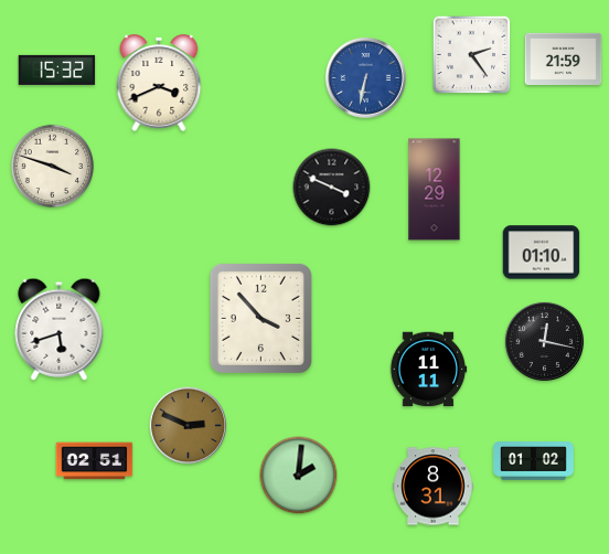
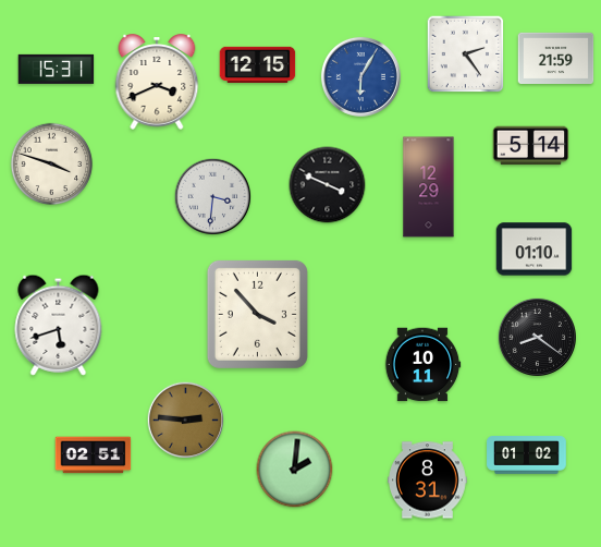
clock at (258, 64): none -> 12:15
clock at (57, 70): 15:32 -> 15:31
clock at (365, 77): 6:32 -> 6:05
clock at (531, 146): none -> 5:14
clock at (213, 197): none -> 3:31
clock at (544, 341): 12:17 -> 8:21
clock at (428, 370): 11:11 -> 10:11
clock at (189, 426): 2:49 -> 2:46
